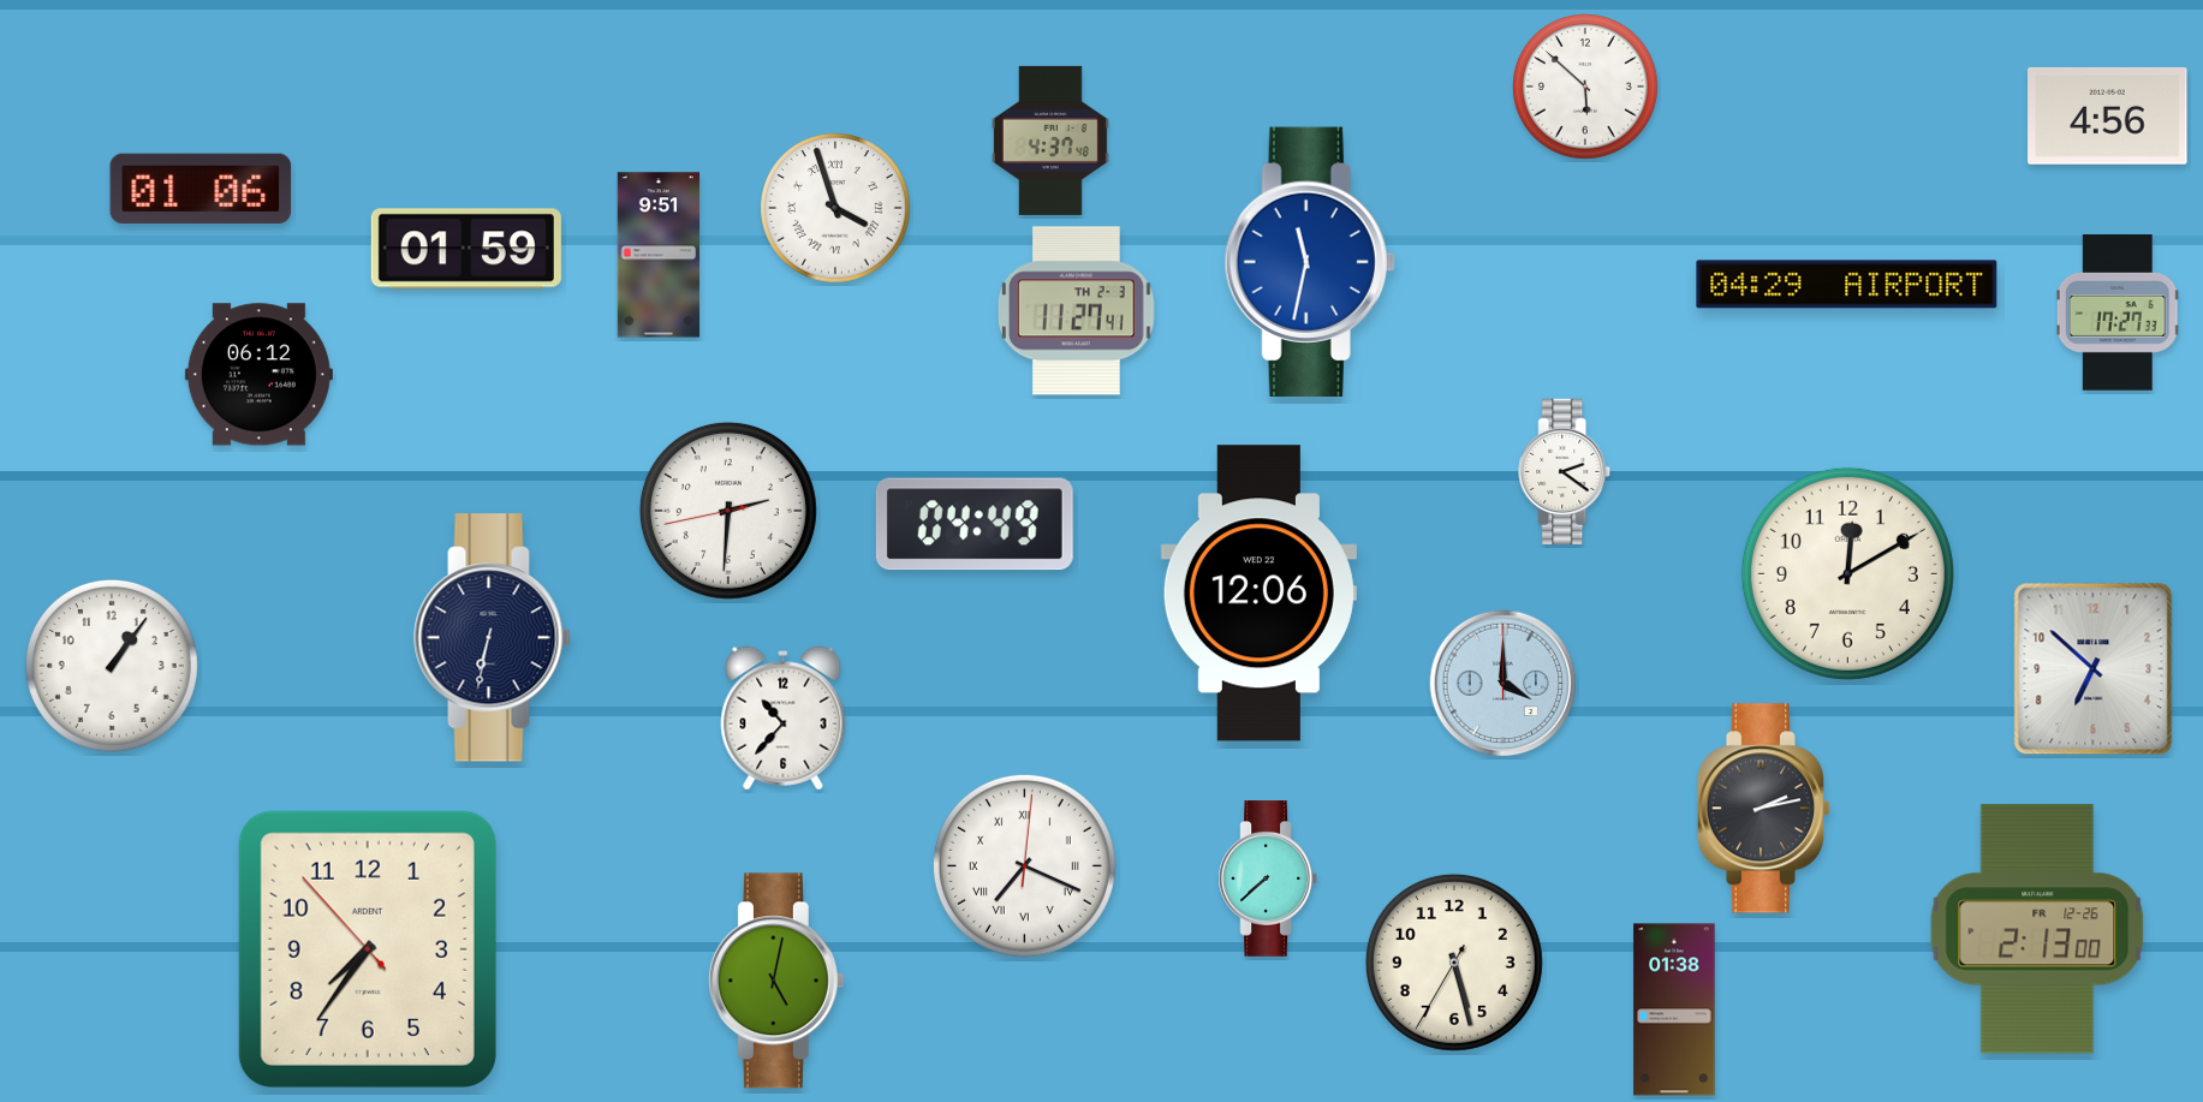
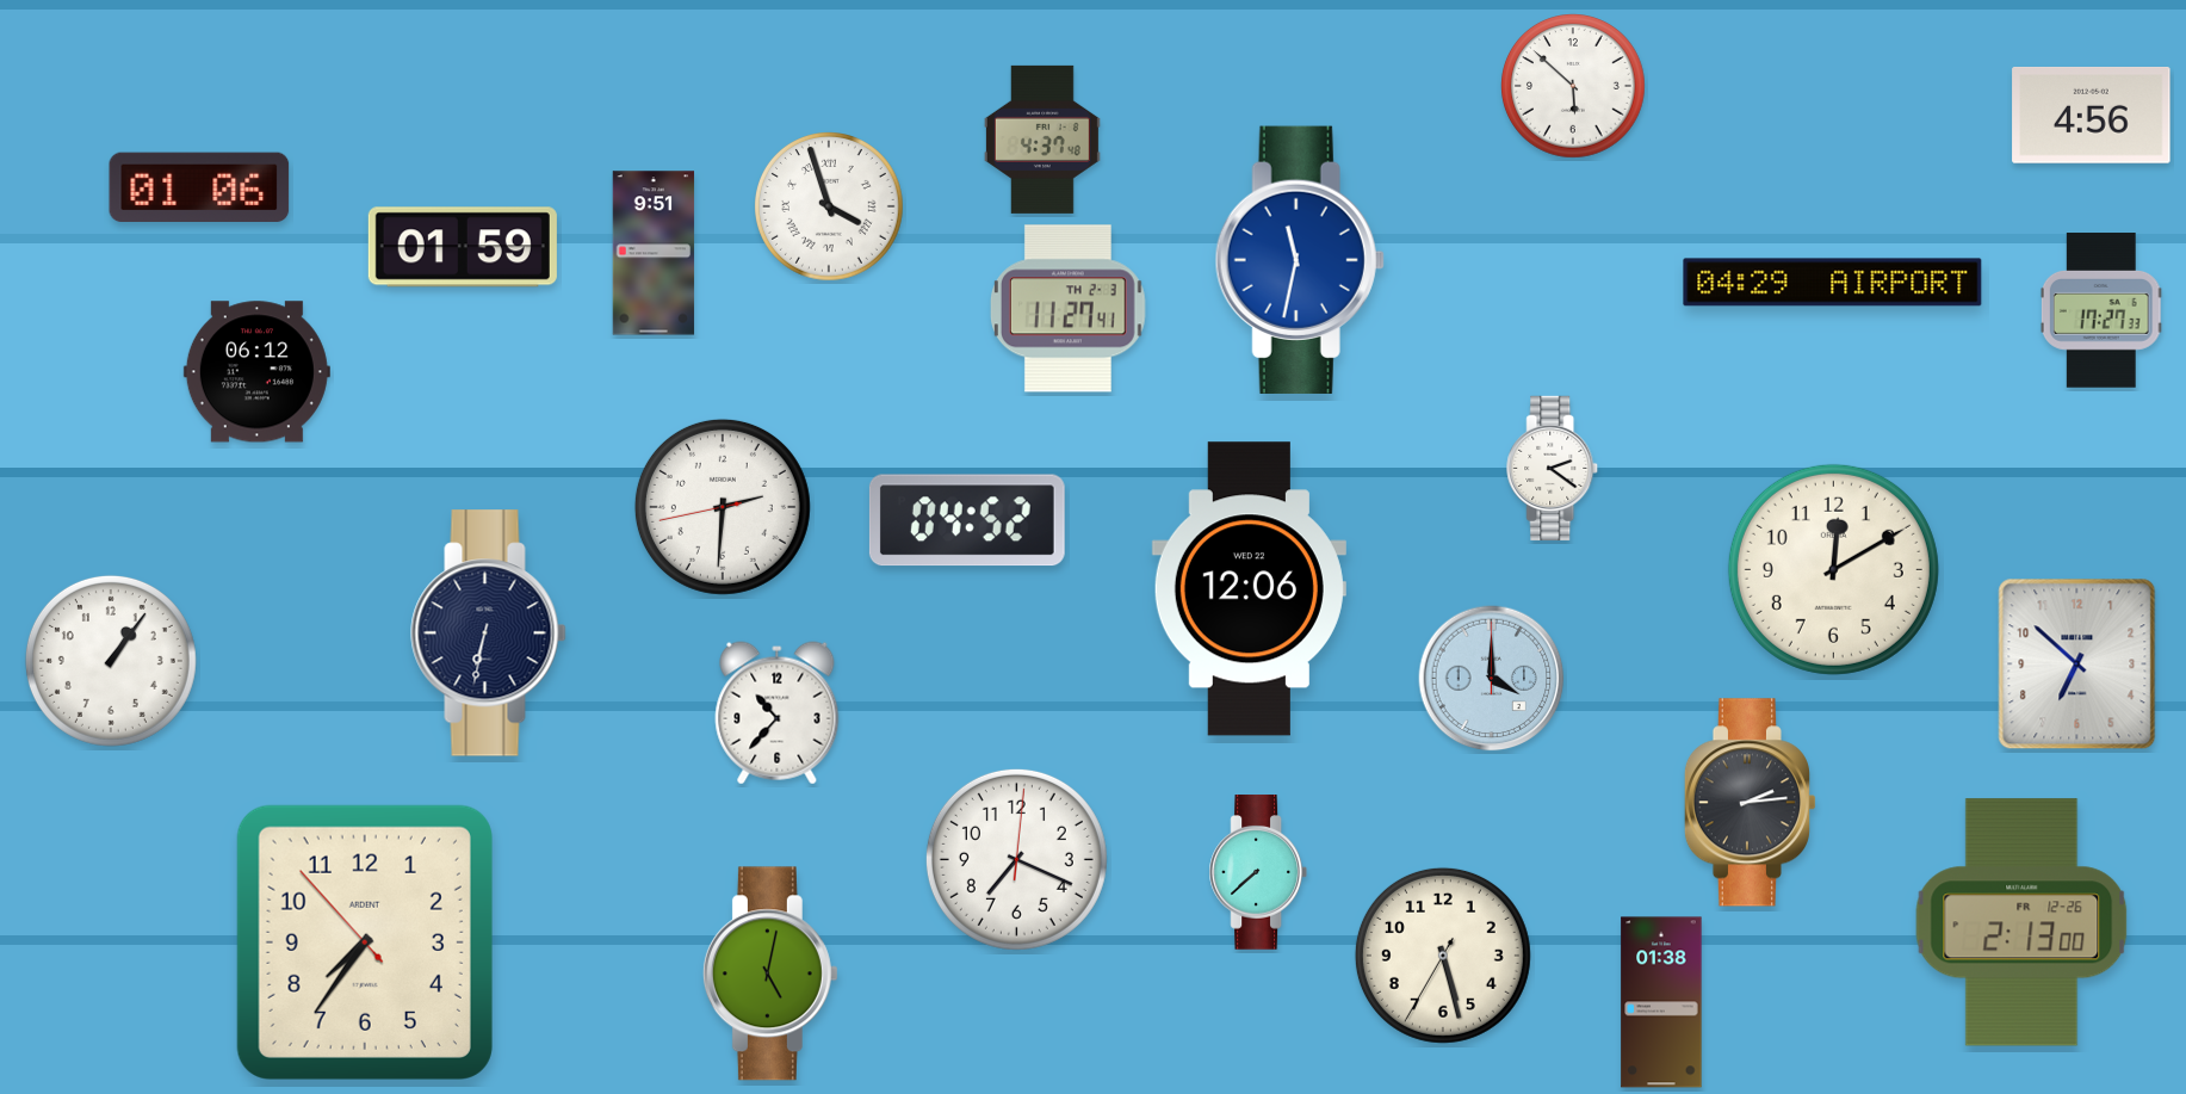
clock at (975, 524): 04:49 -> 04:52
clock at (1763, 809): 2:13 -> 2:14
clock at (1024, 865) numerals: Roman -> Arabic
